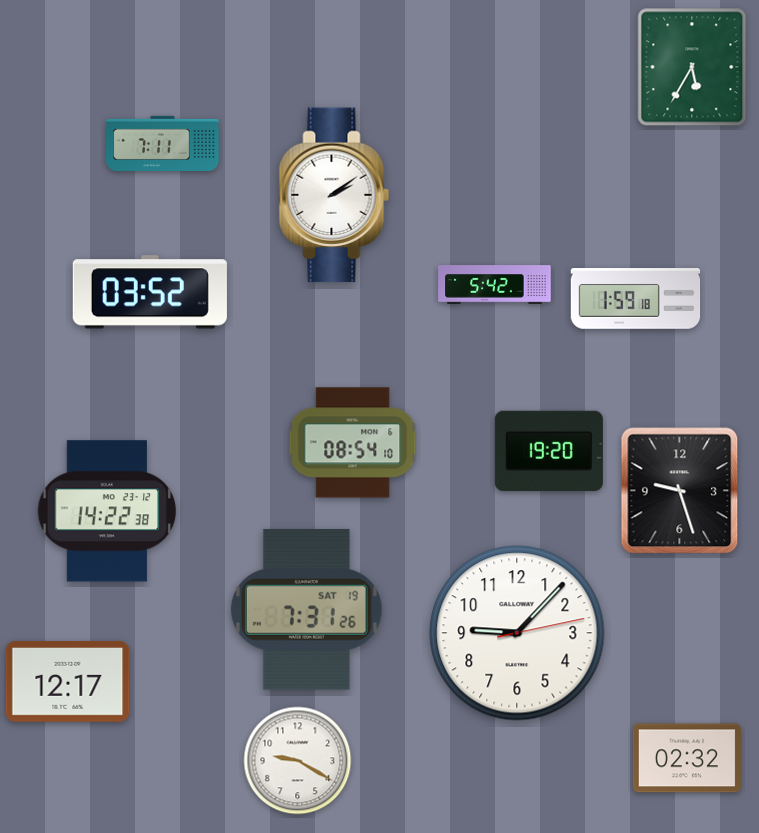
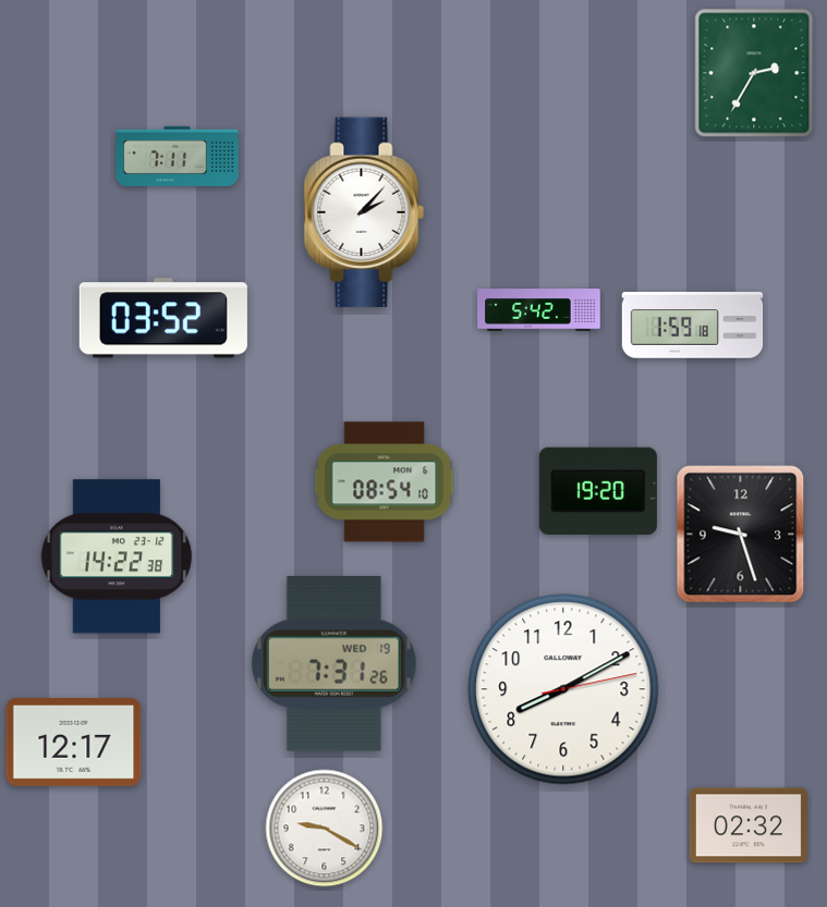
clock at (692, 67): 5:35 -> 2:35
clock at (334, 195): 2:09 -> 2:07
clock at (306, 610) date: SAT 19 -> WED 19
clock at (517, 633): 9:07 -> 8:10
